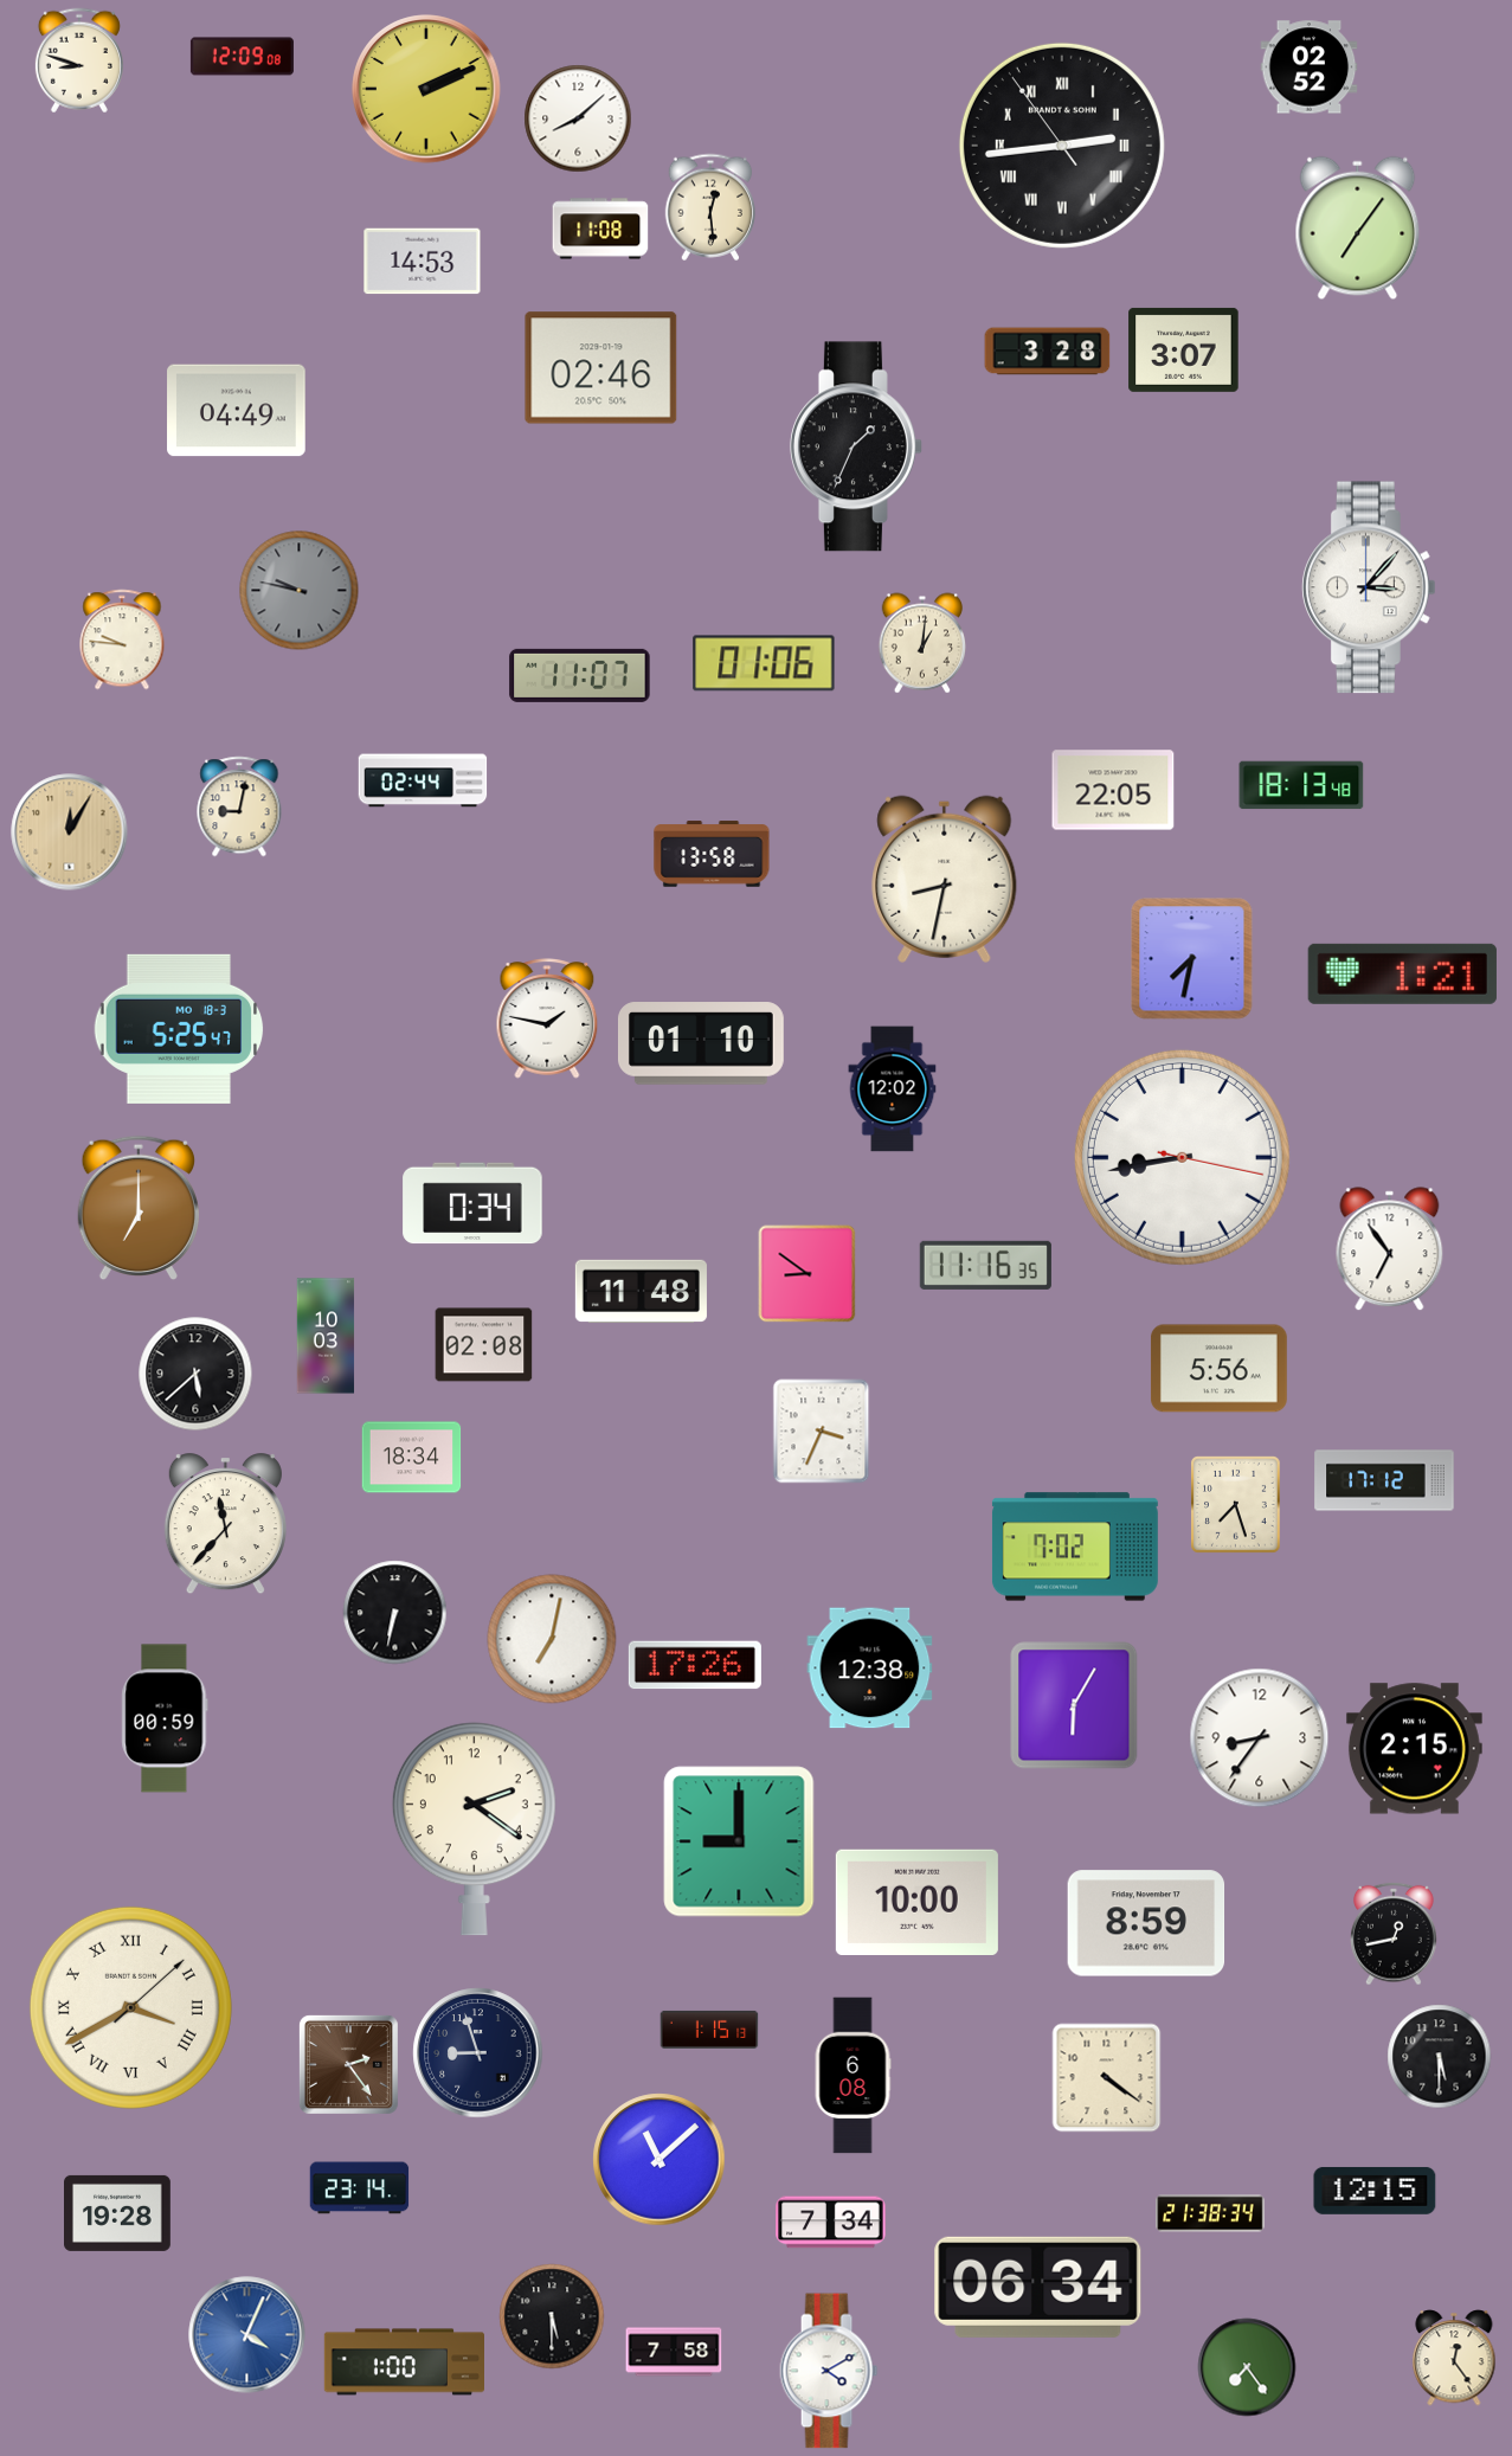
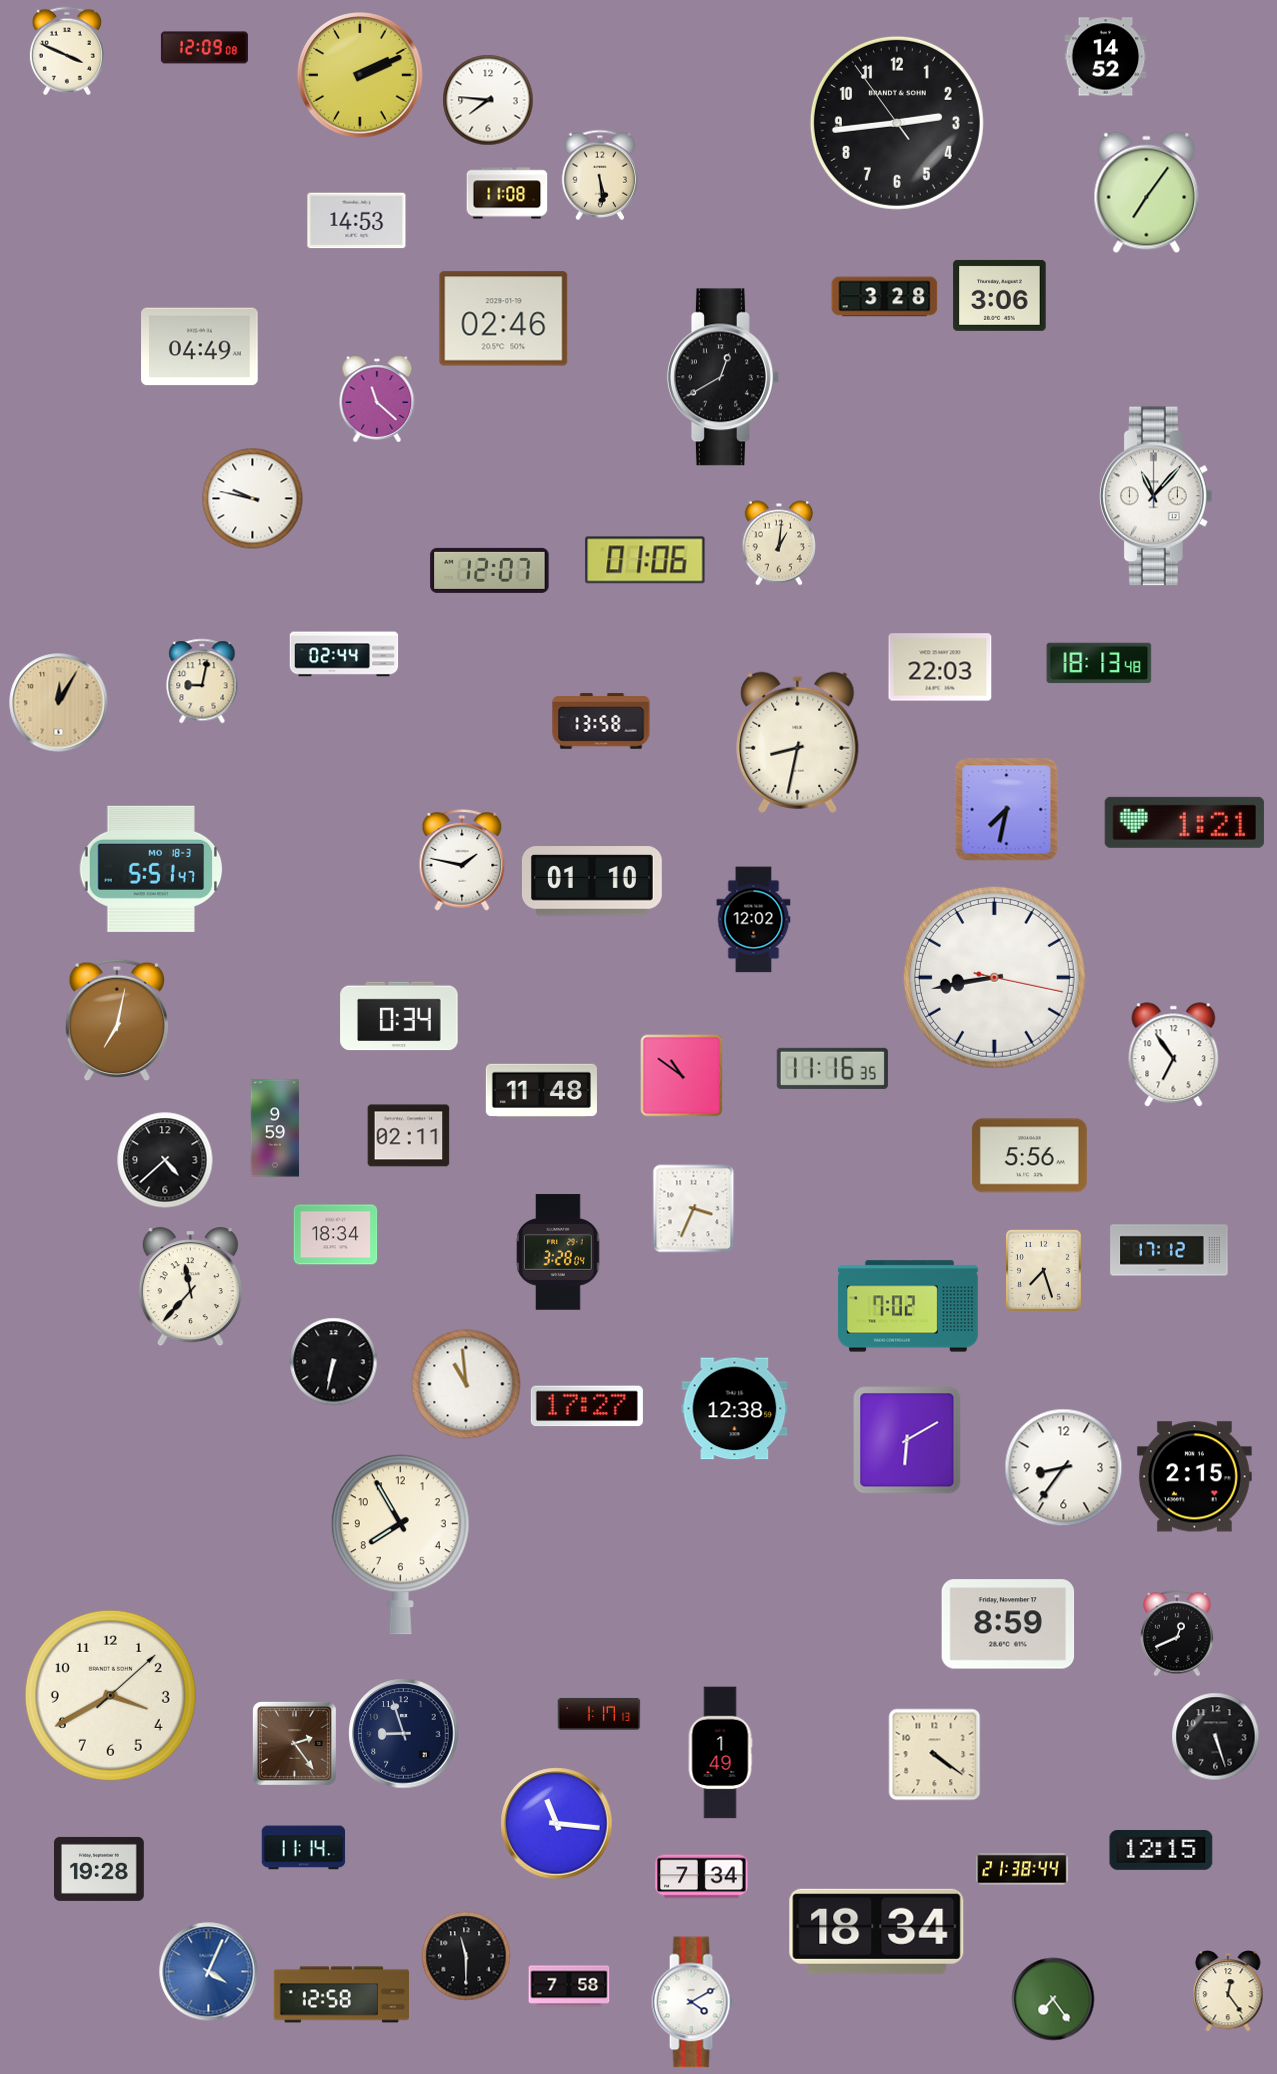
clock at (79, 60): 8:48 -> 3:49
clock at (1310, 67): 02:52 -> 14:52
clock at (578, 118): 8:08 -> 7:46
clock at (1062, 146) numerals: Roman -> Arabic
clock at (710, 207): 12:29 -> 5:29
clock at (1184, 349): 3:07 -> 3:06
clock at (601, 368) position: (601, 368) -> (504, 319)
clock at (856, 446): 1:34 -> 12:40
clock at (377, 399): none -> 11:22
clock at (1369, 587): 3:07 -> 11:07
clock at (300, 591) dial: grey -> white
clock at (122, 639): 9:46 -> none
clock at (580, 675): 11:07 -> 12:07
clock at (423, 780) position: (423, 780) -> (344, 654)
clock at (1113, 790): 22:05 -> 22:03
clock at (179, 1029): 5:25 -> 5:51
clock at (1182, 1157) position: (1182, 1157) -> (994, 977)
clock at (137, 1208): 7:00 -> 7:02
clock at (808, 1274): 8:51 -> 10:51
clock at (326, 1336): 10:03 -> 9:59
clock at (484, 1345): 02:08 -> 02:11
clock at (195, 1374): 5:38 -> 4:38
clock at (412, 1458) position: (412, 1458) -> (336, 1235)
clock at (558, 1252): none -> 3:28
clock at (552, 1639): 7:02 -> 10:59
clock at (695, 1665): 17:26 -> 17:27
clock at (1074, 1705): 6:05 -> 6:10
clock at (165, 1718): 00:59 -> none
clock at (474, 1830): 2:21 -> 7:55
clock at (739, 1841): 9:00 -> none
clock at (916, 1902): 10:00 -> none
clock at (1146, 1923) position: (1146, 1923) -> (1008, 1624)
clock at (1395, 1934): 12:43 -> 12:41
clock at (130, 2007) numerals: Roman -> Arabic
clock at (709, 2030): 1:15 -> 1:17
clock at (1440, 2057): 5:30 -> 5:27
clock at (852, 2076): 6:08 -> 1:49
clock at (660, 2160): 11:08 -> 11:16
clock at (360, 2188): 23:14 -> 11:14
clock at (1210, 2213): 21:38:34 -> 21:38:44
clock at (1038, 2287): 06:34 -> 18:34
clock at (552, 2316): 5:30 -> 11:30
clock at (404, 2362): 1:00 -> 12:58
clock at (829, 2371) position: (829, 2371) -> (693, 2002)
